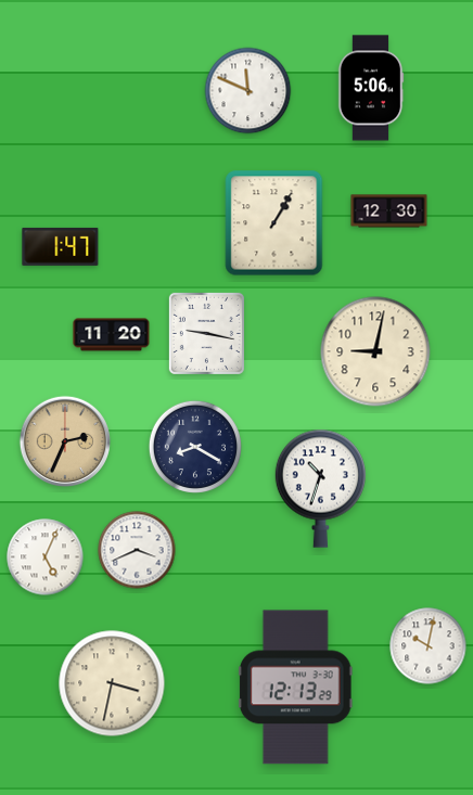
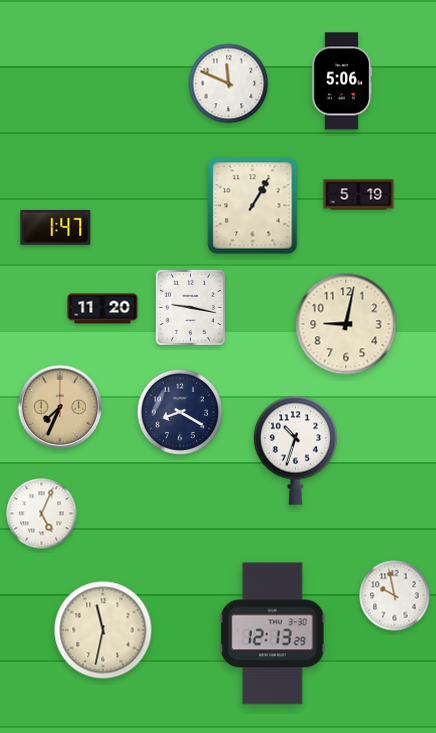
clock at (389, 211): 12:30 -> 5:19
clock at (64, 440): 2:34 -> 7:34
clock at (137, 550): 3:41 -> none
clock at (429, 646): 10:02 -> 9:58
clock at (112, 683): 3:32 -> 11:32
